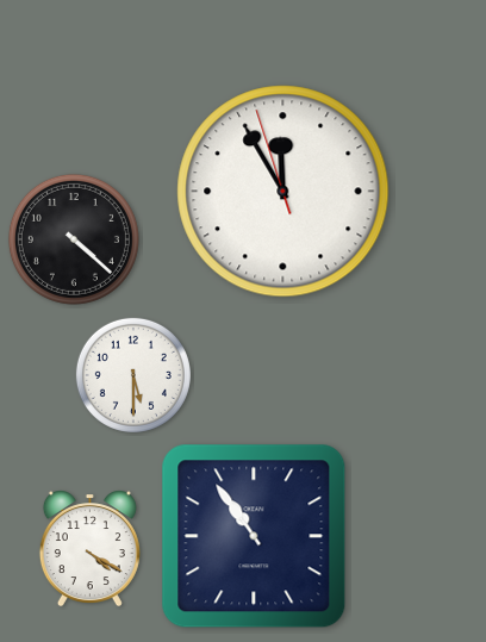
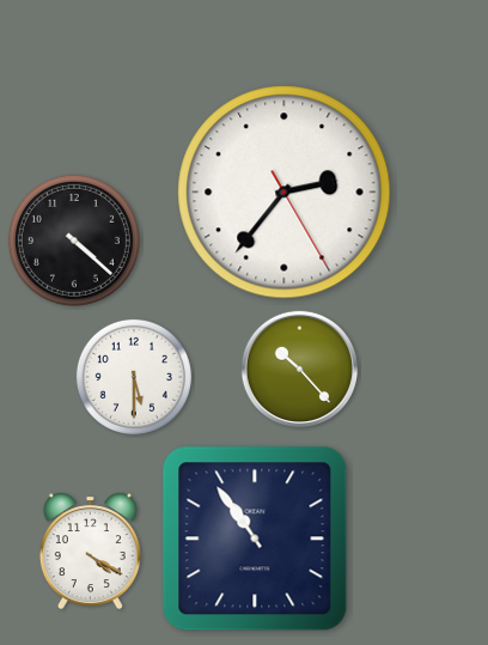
clock at (283, 192): 11:54 -> 2:36
clock at (299, 369): none -> 10:23
